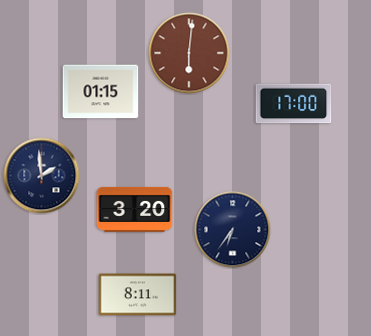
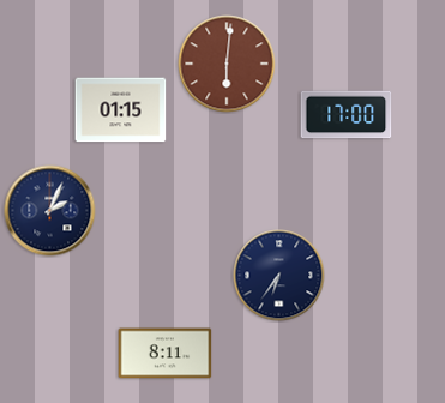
clock at (294, 104) position: (294, 104) -> (347, 115)
clock at (42, 176): 1:59 -> 2:04
clock at (135, 209): 3:20 -> none
